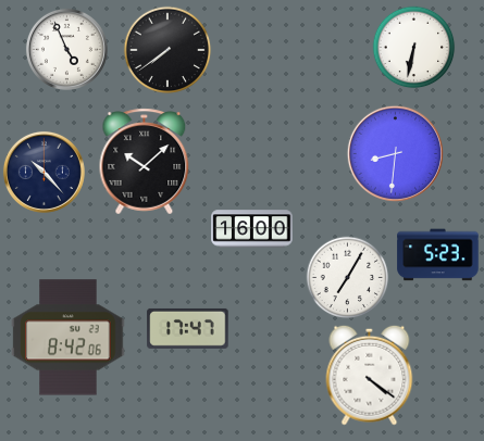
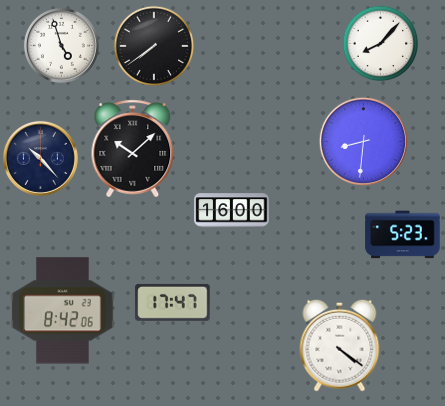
clock at (414, 48): 6:32 -> 8:07
clock at (66, 49): 4:56 -> 4:57
clock at (348, 278): 7:05 -> none
